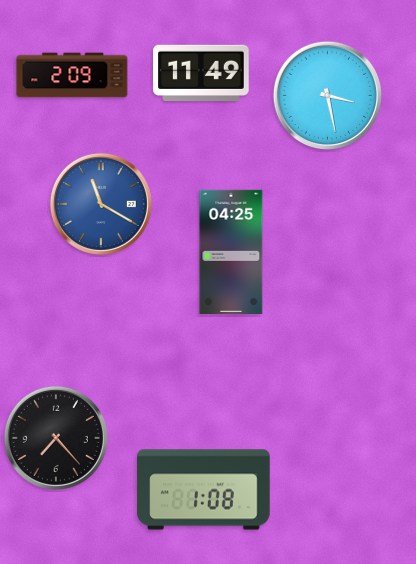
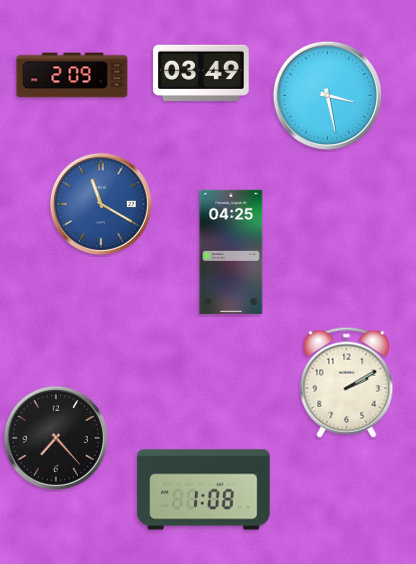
clock at (201, 72): 11:49 -> 03:49
clock at (347, 382): none -> 2:10
